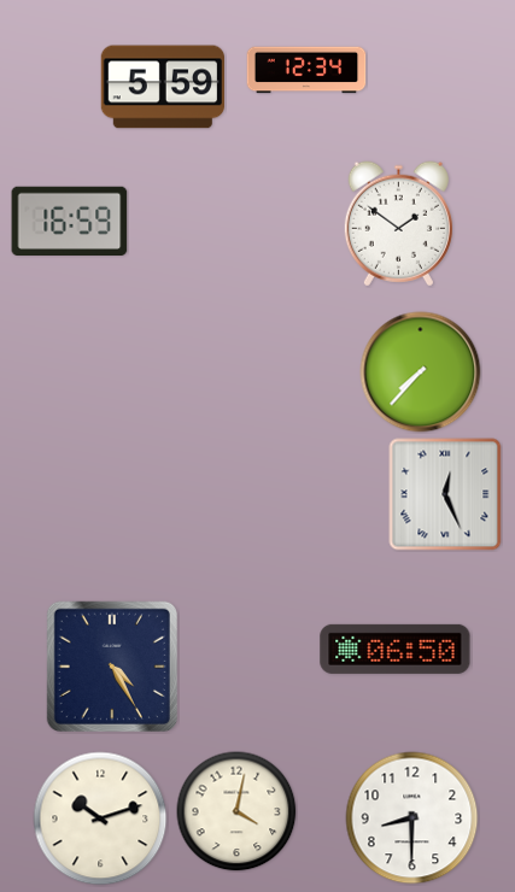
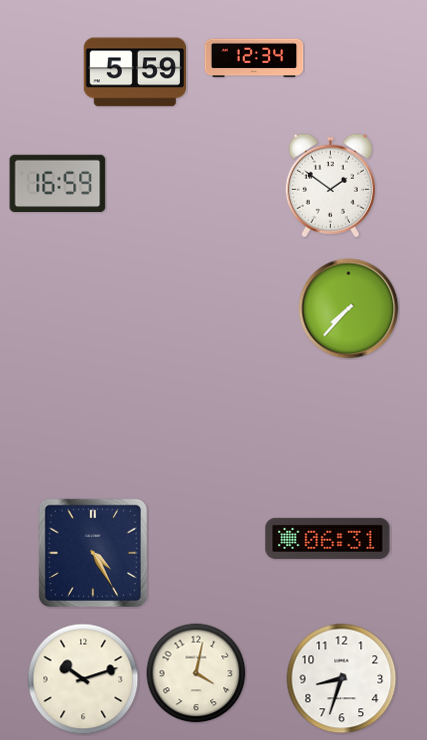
clock at (445, 494): 12:26 -> none
clock at (396, 649): 06:50 -> 06:31
clock at (412, 818): 8:30 -> 8:33
